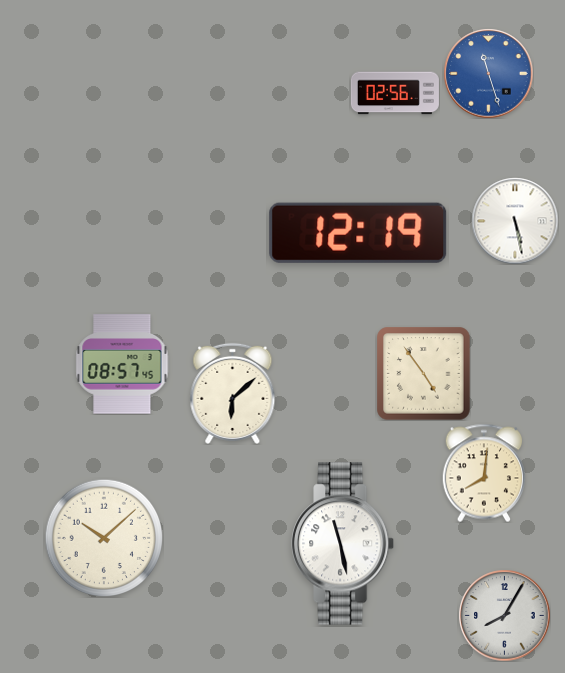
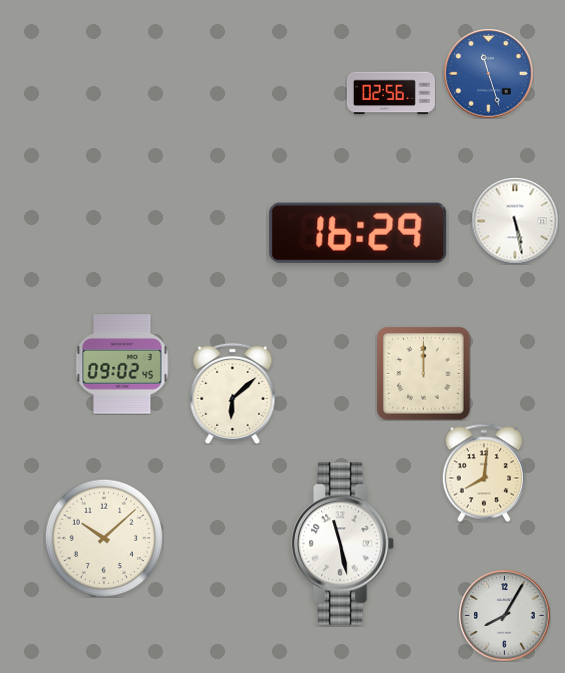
clock at (395, 93) position: (395, 93) -> (391, 93)
clock at (358, 233): 12:19 -> 16:29
clock at (122, 364): 08:57 -> 09:02
clock at (423, 373): 4:54 -> 12:00
